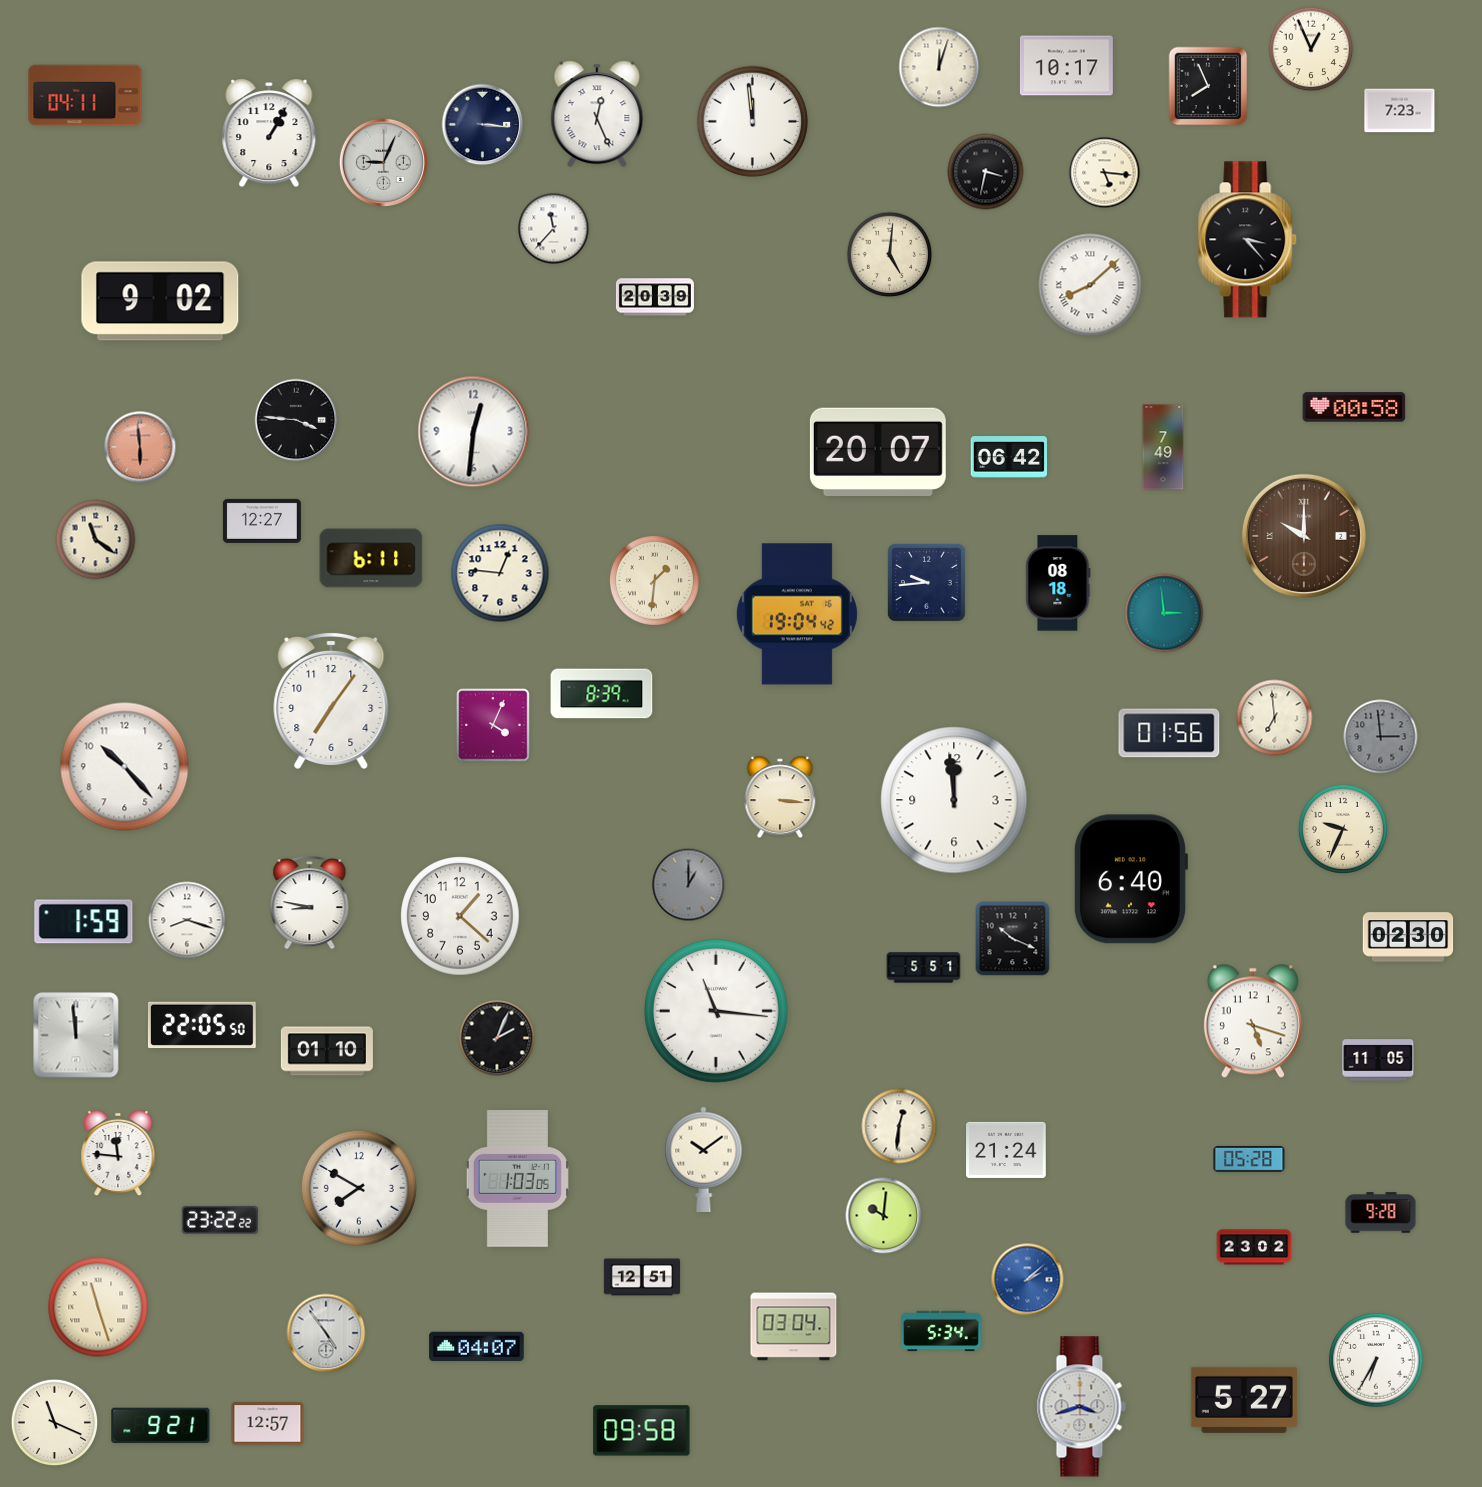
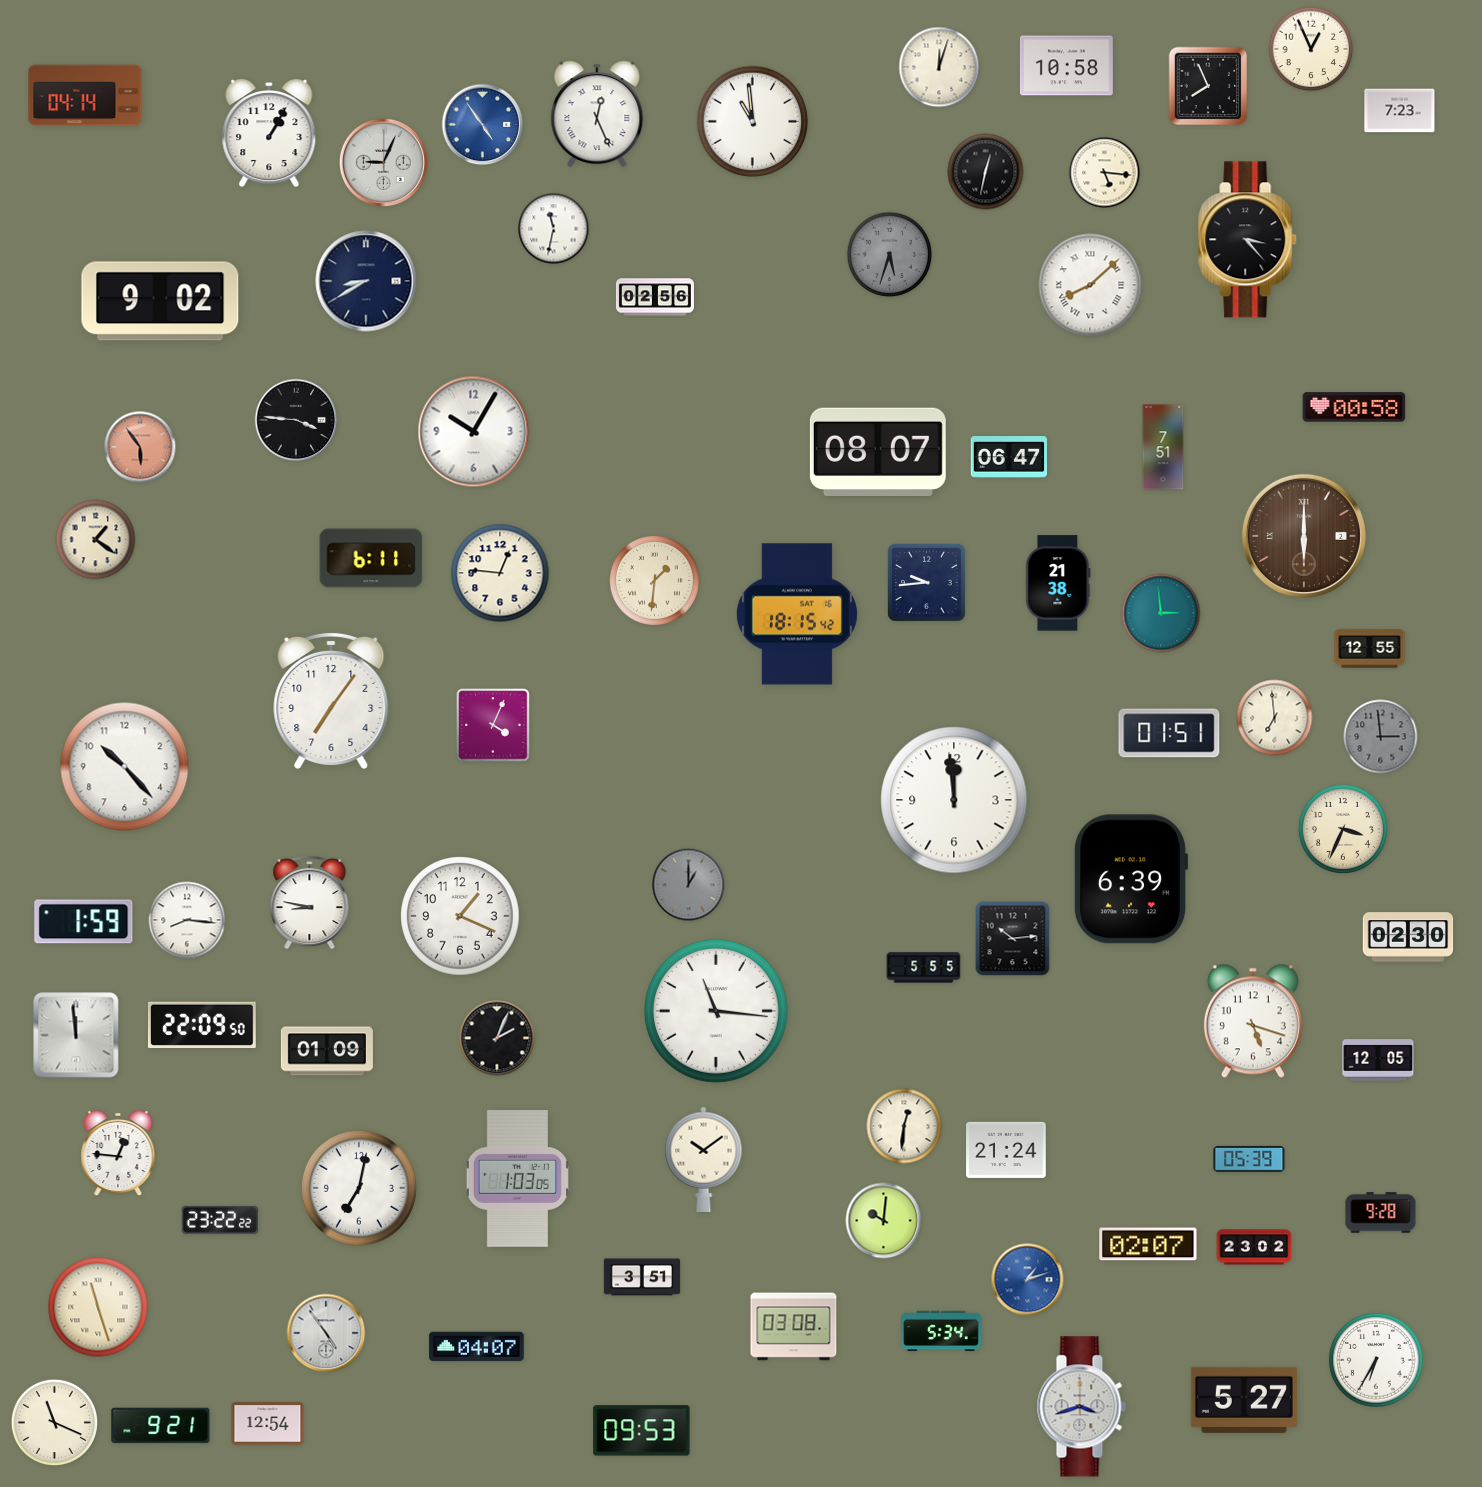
clock at (1066, 66): 10:17 -> 10:58
clock at (85, 95): 04:11 -> 04:14
clock at (753, 122): 11:59 -> 10:59
clock at (483, 125): 3:16 -> 4:54
clock at (483, 125) dial: navy -> blue
clock at (986, 172): 3:32 -> 12:32
clock at (554, 229): 11:37 -> 11:32
clock at (890, 255): 5:01 -> 5:33
clock at (890, 255) dial: cream -> grey
clock at (366, 281): none -> 8:40
clock at (655, 297): 20:39 -> 02:56
clock at (474, 432): 12:31 -> 10:05
clock at (140, 447): 5:59 -> 5:54
clock at (1163, 447): 7:49 -> 7:51
clock at (878, 451): 20:07 -> 08:07
clock at (1009, 457): 06:42 -> 06:47
clock at (262, 521): 12:27 -> none
clock at (1304, 536): 10:00 -> 6:00
clock at (96, 540): 11:21 -> 1:21
clock at (1058, 583): 08:18 -> 21:38
clock at (1164, 613) position: (1164, 613) -> (1161, 613)
clock at (797, 614): 19:04 -> 18:15
clock at (1370, 649): none -> 12:55
clock at (602, 694): 8:39 -> none
clock at (1169, 733): 01:56 -> 01:51
clock at (780, 797): 3:16 -> none
clock at (1343, 829): 9:34 -> 3:34
clock at (1130, 879): 6:40 -> 6:39
clock at (460, 916): 1:22 -> 1:19
clock at (187, 920): 8:18 -> 8:16
clock at (1013, 939): 10:19 -> 10:14
clock at (924, 968): 5:51 -> 5:55
clock at (202, 1025): 22:05 -> 22:09
clock at (327, 1051): 01:10 -> 01:09
clock at (1378, 1060): 11:05 -> 12:05
clock at (899, 1126) position: (899, 1126) -> (904, 1126)
clock at (118, 1153): 11:46 -> 12:46
clock at (1249, 1159): 05:28 -> 05:39
clock at (359, 1188): 7:50 -> 7:02
clock at (884, 1216) position: (884, 1216) -> (884, 1221)
clock at (1148, 1244): none -> 02:07
clock at (642, 1277): 12:51 -> 3:51
clock at (1028, 1280): 2:08 -> 1:12
clock at (794, 1327): 03:04 -> 03:08
clock at (268, 1424): 12:57 -> 12:54
clock at (642, 1431): 09:58 -> 09:53
